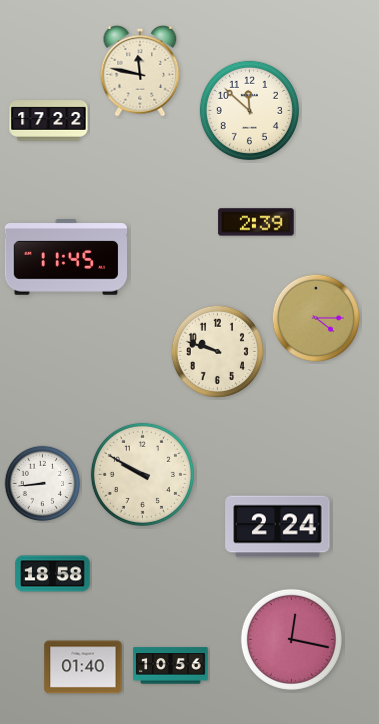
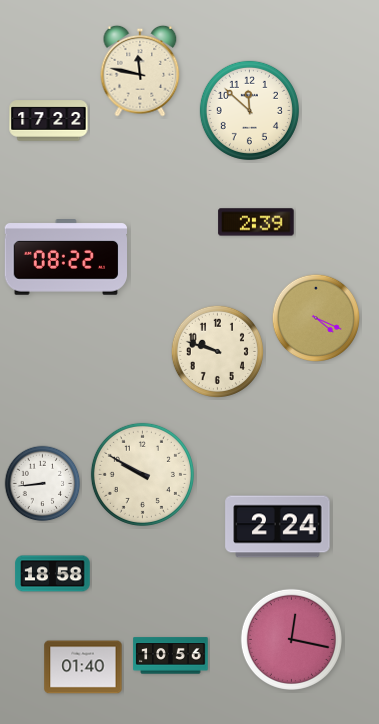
clock at (66, 257): 11:45 -> 08:22
clock at (315, 317): 4:15 -> 4:19
clock at (171, 666) position: (171, 666) -> (171, 656)
